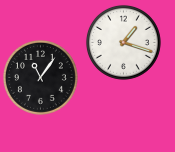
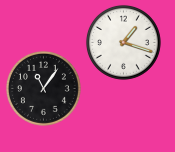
clock at (40, 77) position: (40, 77) -> (43, 88)
